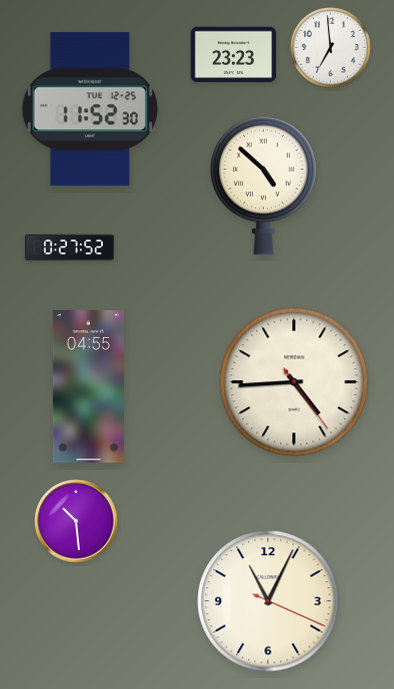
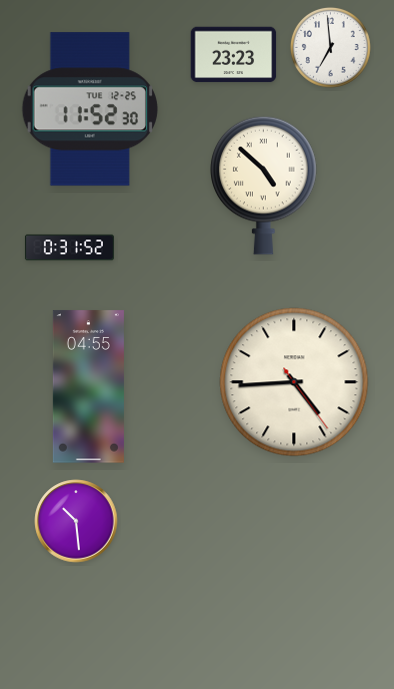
clock at (69, 248): 0:27 -> 0:31
clock at (268, 601): 11:04 -> none
